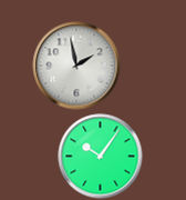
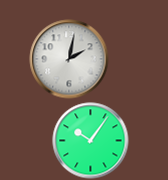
clock at (76, 66): 1:58 -> 2:02
